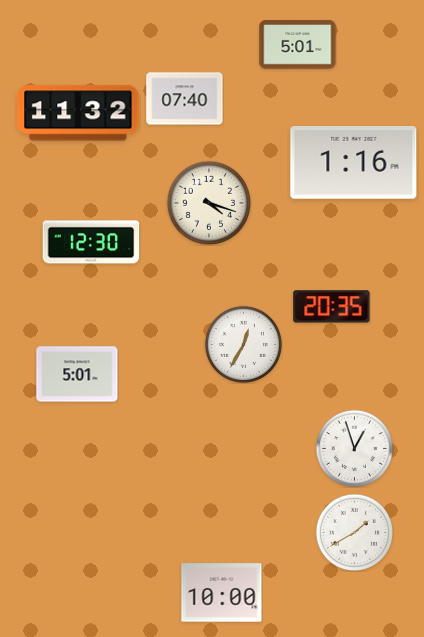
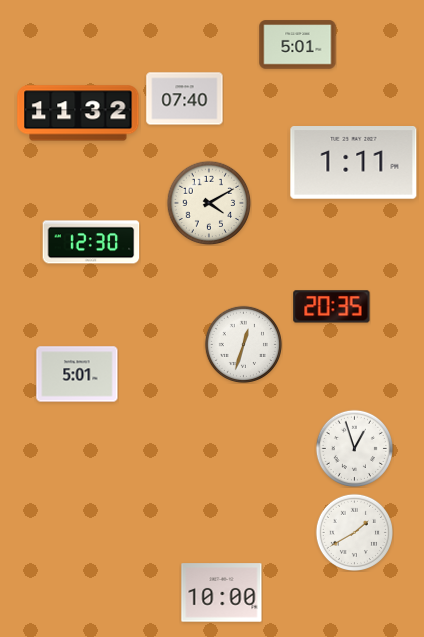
clock at (354, 163): 1:16 -> 1:11
clock at (209, 203): 4:18 -> 4:10
clock at (243, 344): 12:35 -> 12:33
